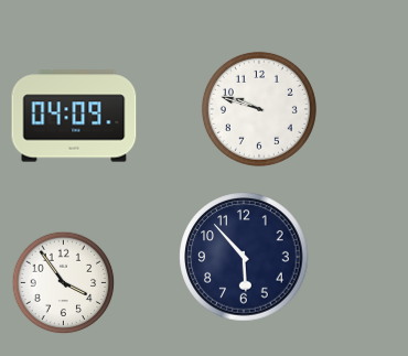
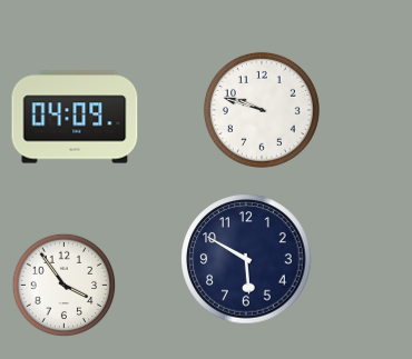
clock at (244, 257): 5:53 -> 5:50
